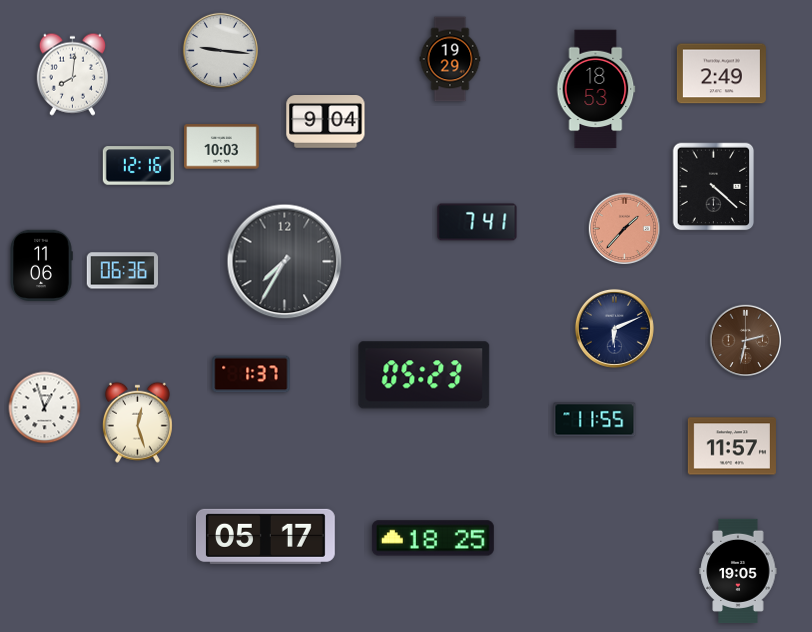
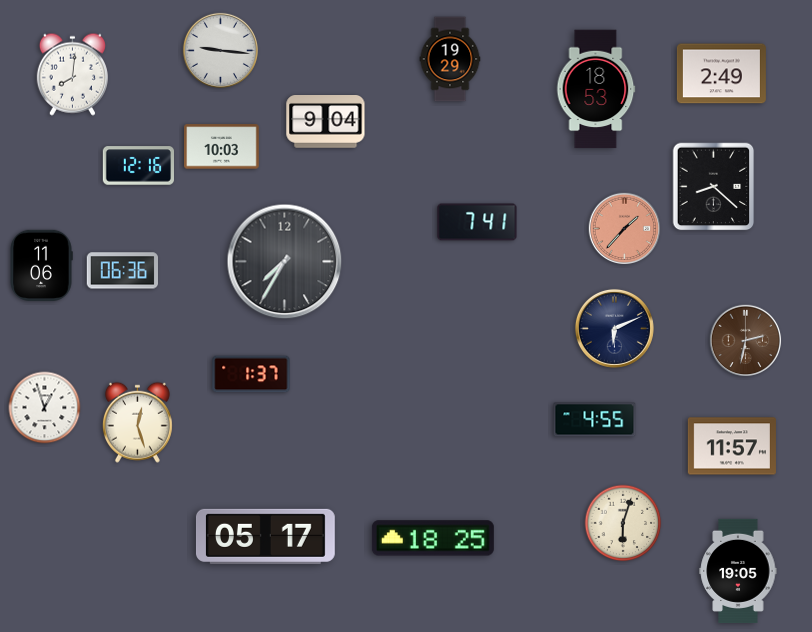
clock at (714, 187): 4:22 -> 8:22
clock at (424, 375): 05:23 -> none
clock at (595, 420): 11:55 -> 4:55
clock at (623, 523): none -> 6:03
